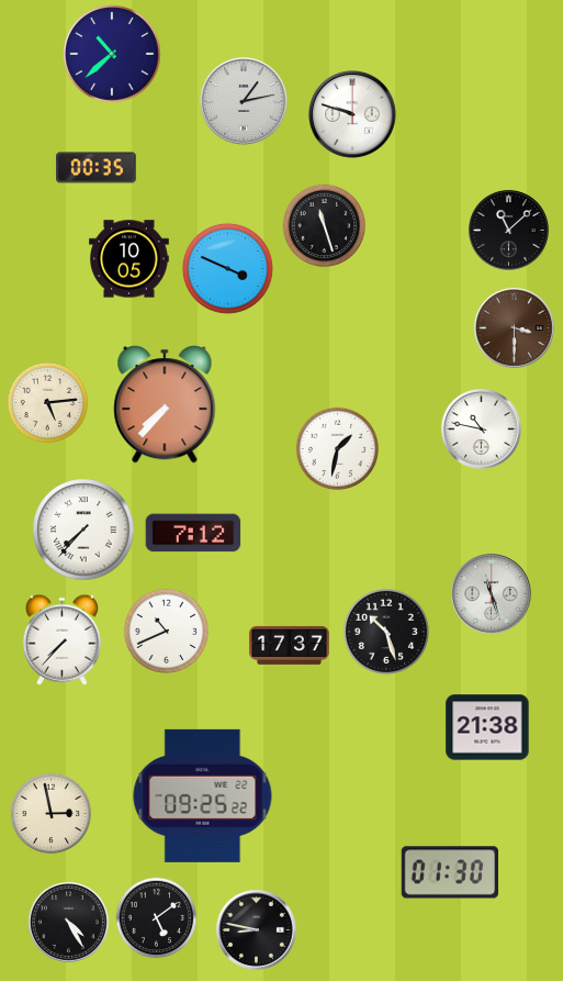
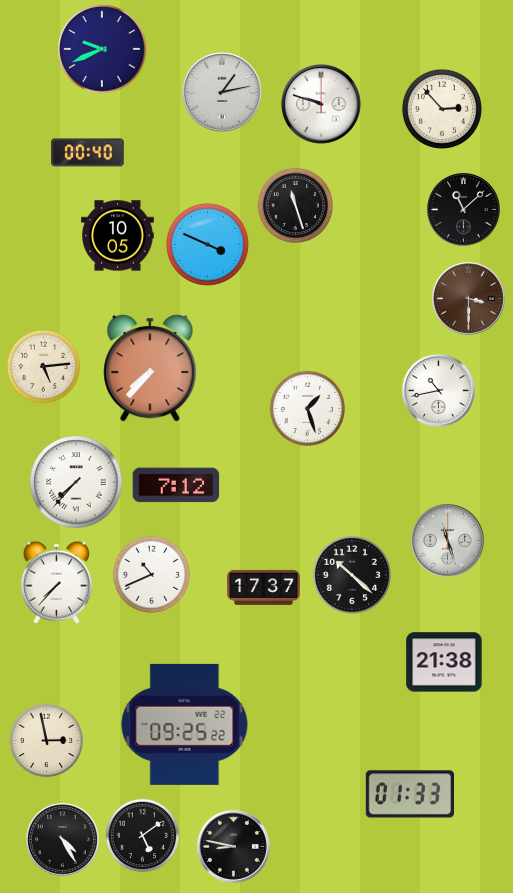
clock at (112, 54): 10:38 -> 9:41
clock at (442, 109): none -> 2:53
clock at (97, 168): 00:35 -> 00:40
clock at (481, 428): 10:47 -> 10:43
clock at (338, 449): 1:32 -> 1:27
clock at (386, 632): 10:27 -> 10:22
clock at (449, 872): 01:30 -> 01:33
